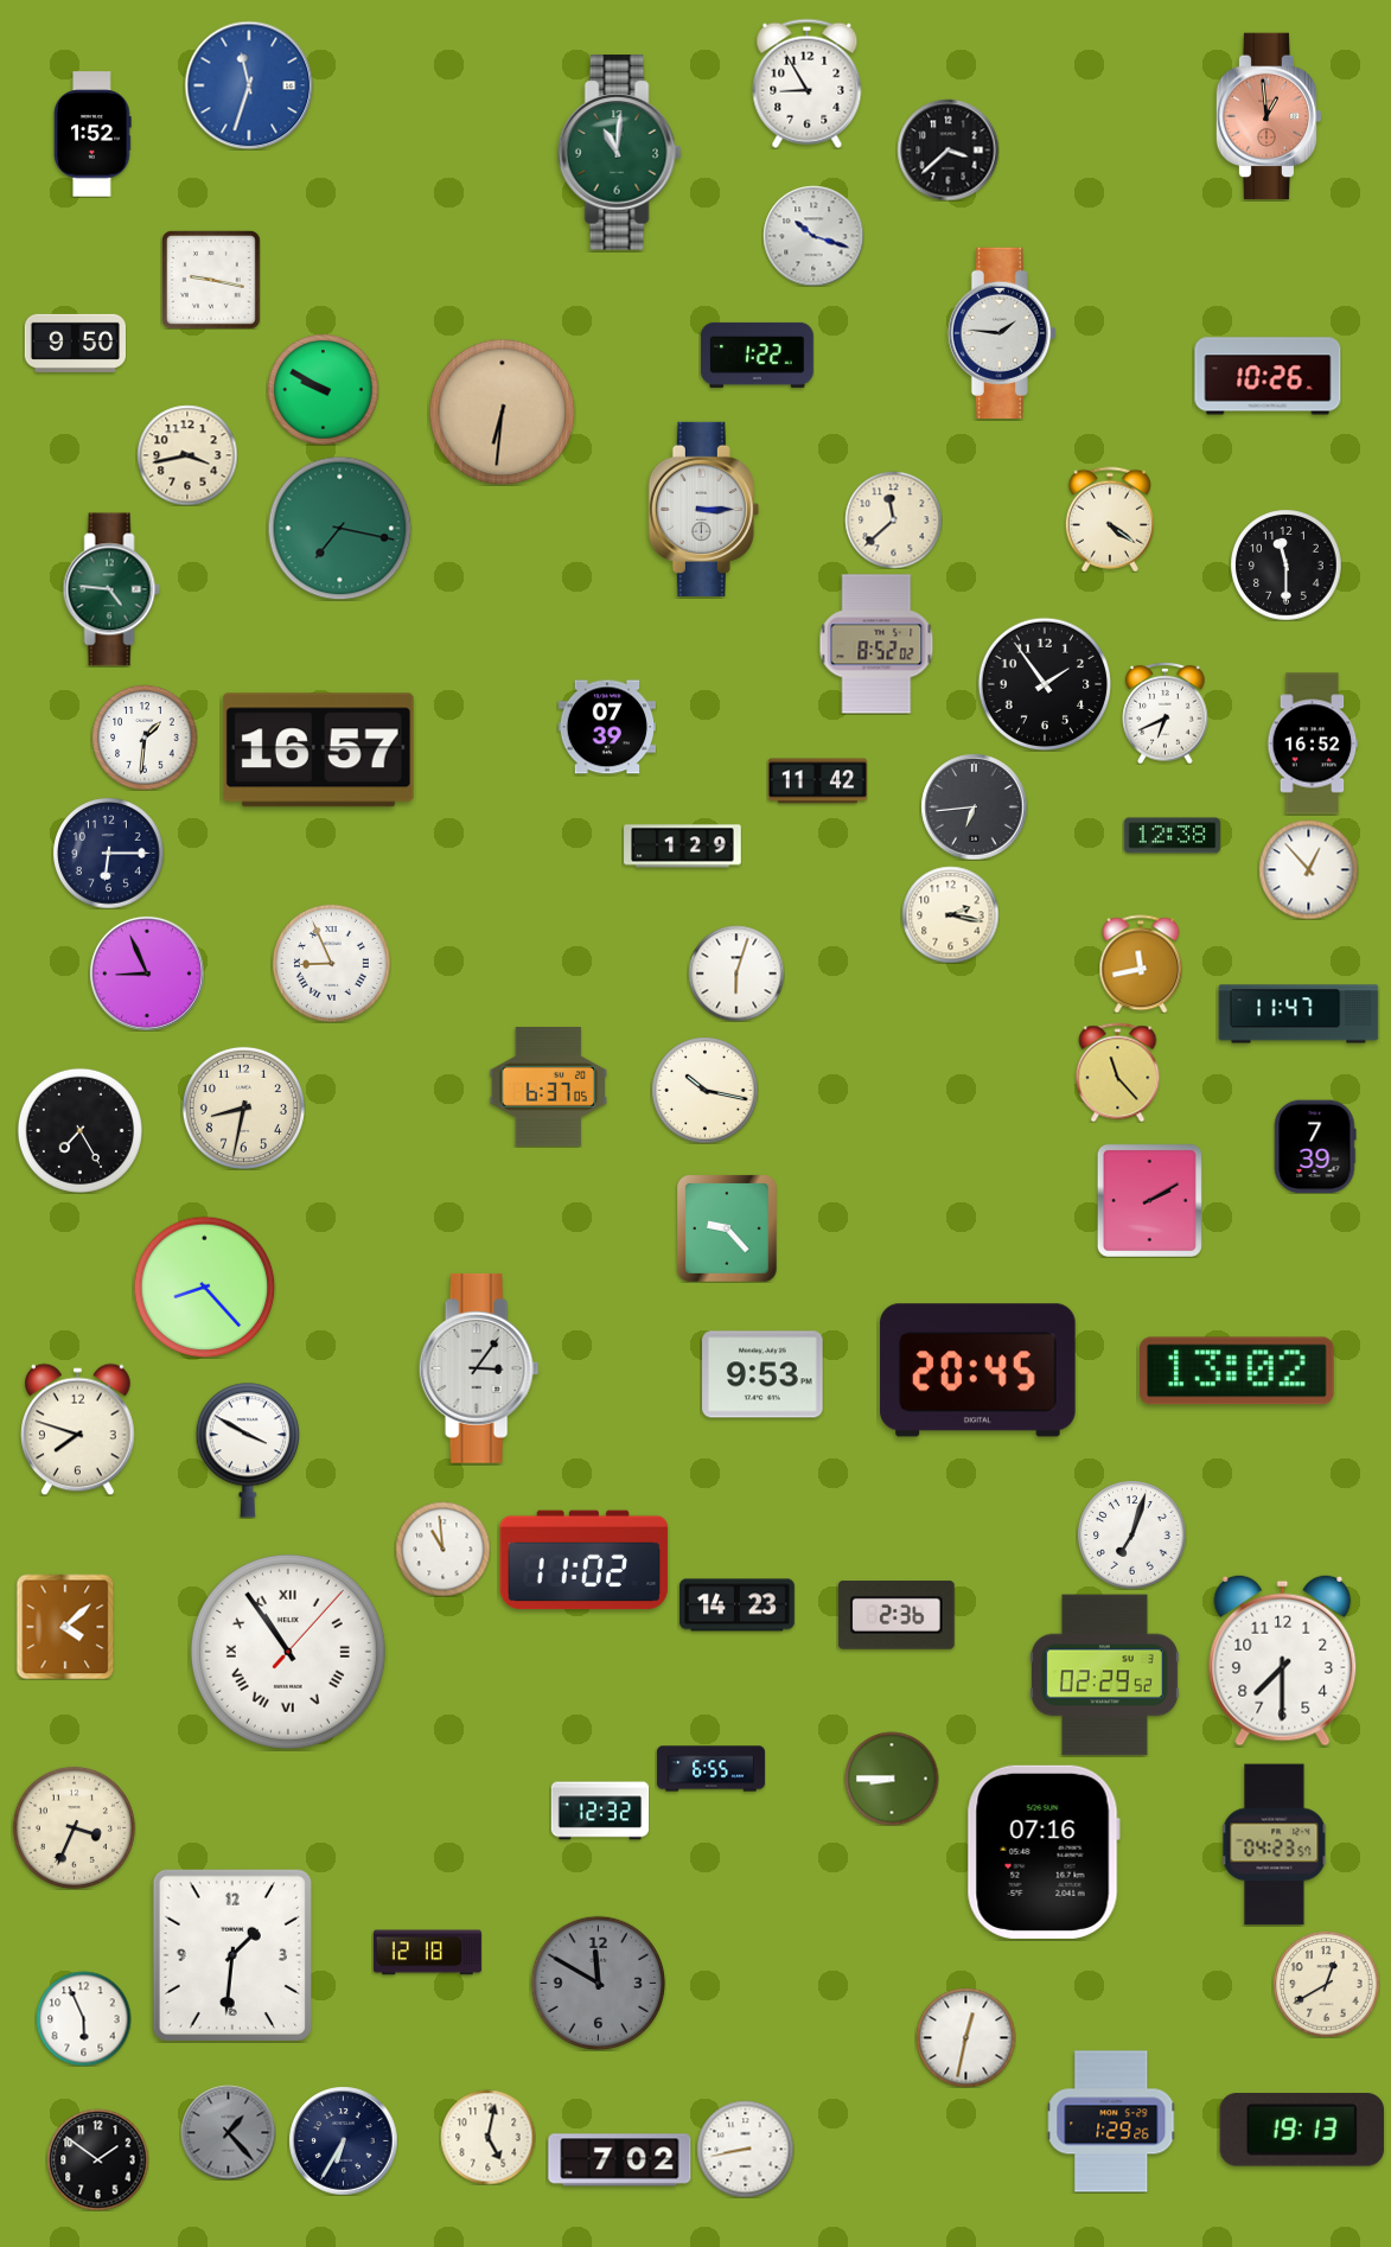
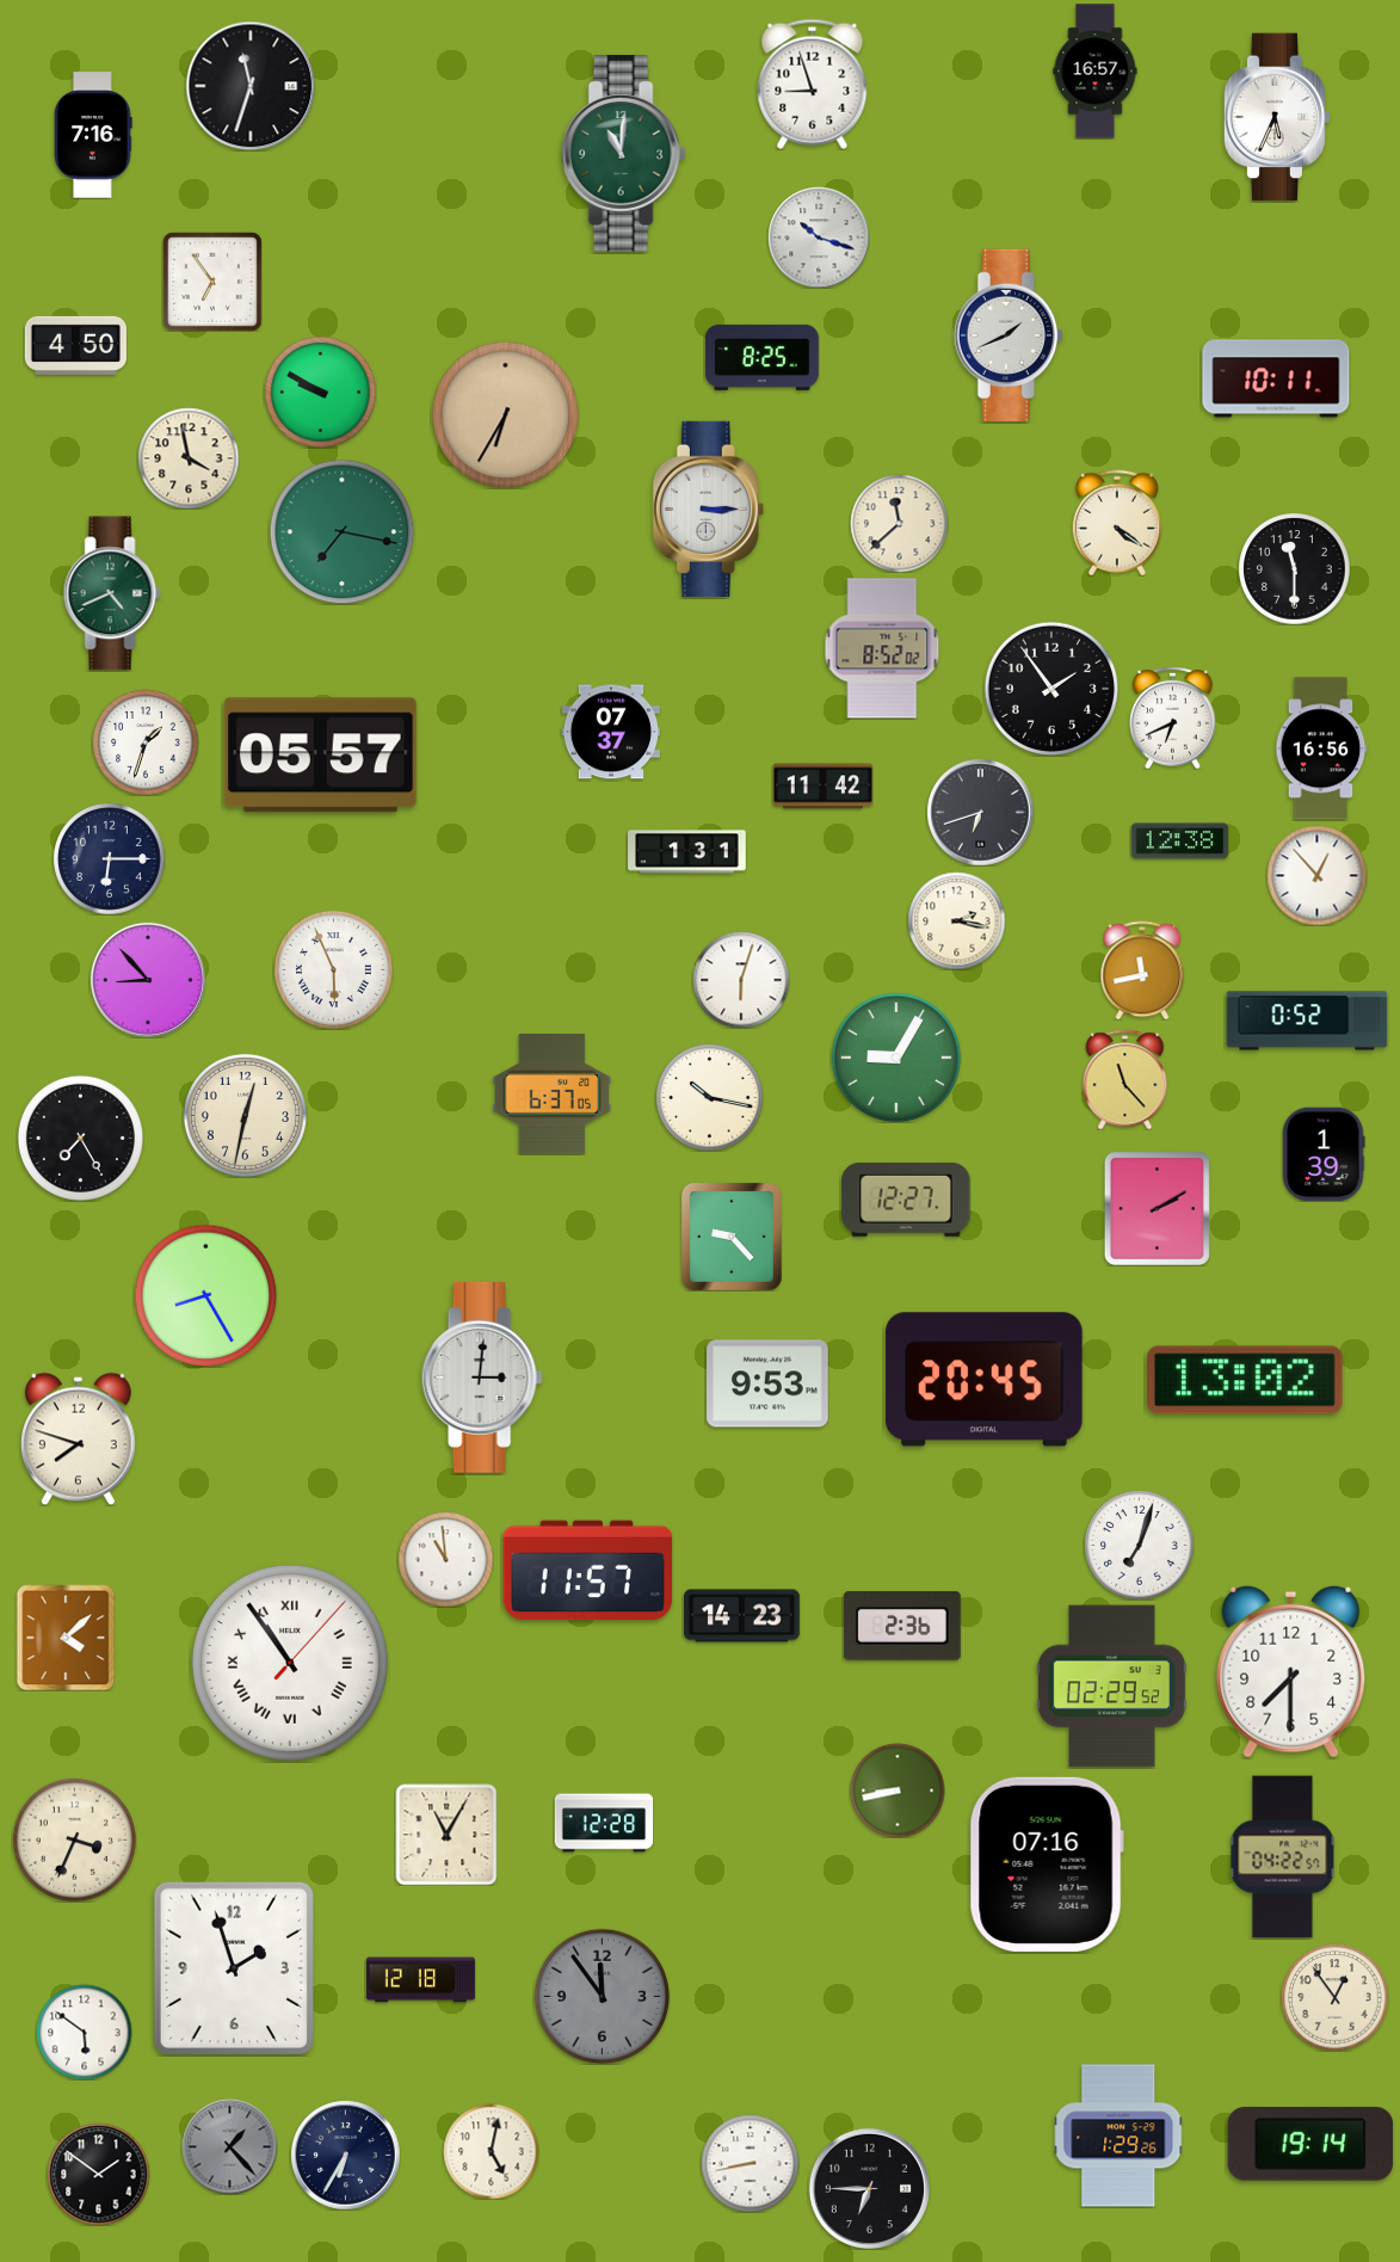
clock at (1096, 72): none -> 16:57
clock at (808, 83): 8:55 -> 8:57
clock at (249, 85) dial: blue -> black
clock at (1269, 116): 12:59 -> 5:34
clock at (1269, 116) dial: salmon -> white
clock at (92, 134): 1:52 -> 7:16
clock at (947, 149): 3:38 -> none
clock at (211, 280): 9:17 -> 6:54
clock at (1002, 332): 1:46 -> 1:41
clock at (75, 343): 9:50 -> 4:50
clock at (757, 355): 1:22 -> 8:25
clock at (1268, 376): 10:26 -> 10:11
clock at (323, 389) position: (323, 389) -> (320, 392)
clock at (502, 411): 6:31 -> 6:35
clock at (187, 455): 3:43 -> 3:58
clock at (703, 509) position: (703, 509) -> (708, 509)
clock at (111, 589): 4:46 -> 4:41
clock at (607, 727): 07:39 -> 07:37
clock at (145, 738): 1:31 -> 1:33
clock at (1313, 743): 16:52 -> 16:56
clock at (318, 751): 16:57 -> 05:57
clock at (974, 806): 6:44 -> 6:42
clock at (683, 847): 1:29 -> 1:31
clock at (331, 963): 8:56 -> 5:56
clock at (1141, 964) position: (1141, 964) -> (1142, 970)
clock at (147, 974): 8:56 -> 8:53
clock at (1299, 1014): 11:47 -> 0:52
clock at (896, 1058): none -> 9:05
clock at (243, 1107): 8:32 -> 12:32
clock at (1315, 1147): 7:39 -> 1:39
clock at (906, 1200): none -> 12:27
clock at (204, 1287): 8:23 -> 8:25
clock at (479, 1368): 3:06 -> 3:01
clock at (247, 1450): 3:50 -> none
clock at (585, 1560): 11:02 -> 11:57
clock at (710, 1769): 6:55 -> none
clock at (892, 1779): 8:45 -> 8:43
clock at (600, 1811): 12:32 -> 12:28
clock at (446, 1835): none -> 11:05
clock at (1275, 1845): 04:23 -> 04:22
clock at (1044, 1852) position: (1044, 1852) -> (1047, 1865)
clock at (427, 1953) position: (427, 1953) -> (420, 1980)
clock at (232, 1954): 1:31 -> 1:57
clock at (598, 1983): 11:50 -> 11:54
clock at (1326, 1984): 12:40 -> 12:54
clock at (83, 2018): 5:56 -> 5:51
clock at (965, 2037): 12:32 -> none
clock at (1302, 2130): 19:13 -> 19:14
clock at (620, 2160): 7:02 -> none
clock at (869, 2188): none -> 6:45
